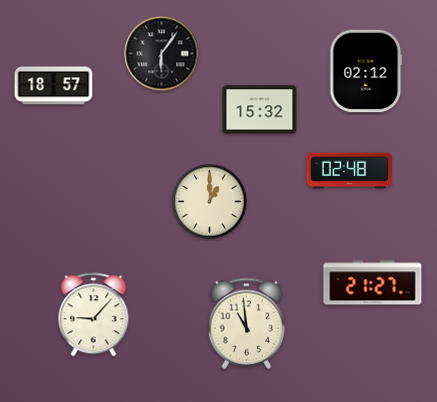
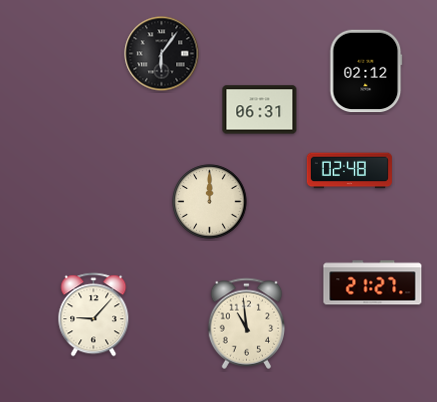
clock at (54, 86): 18:57 -> none
clock at (260, 110): 15:32 -> 06:31
clock at (210, 202): 1:00 -> 12:00
